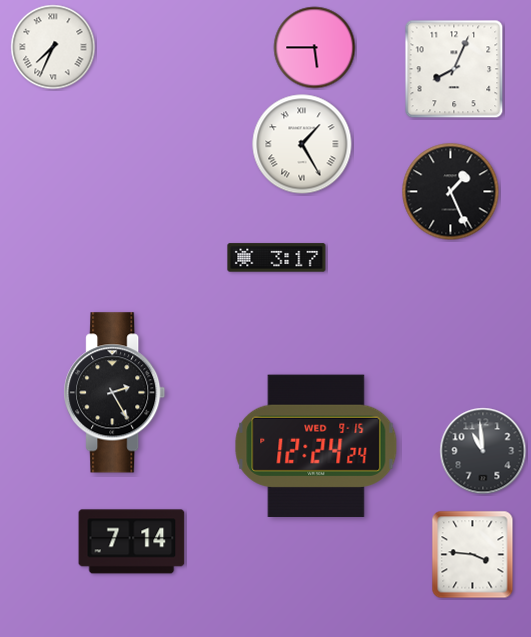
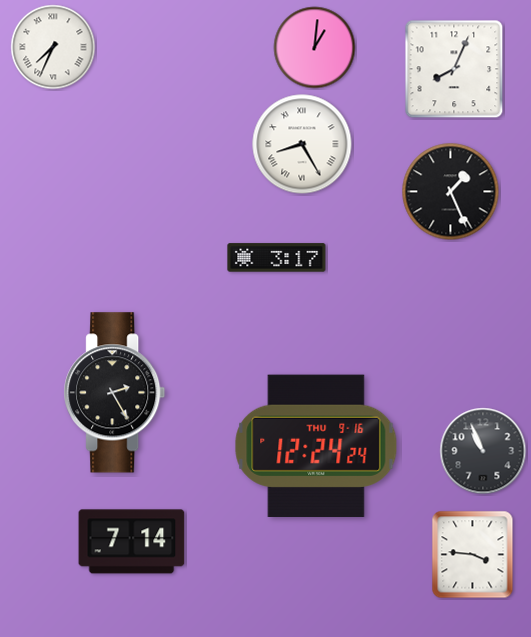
clock at (315, 48): 5:45 -> 1:01
clock at (302, 144): 1:25 -> 8:25
clock at (316, 446) date: WED 9-15 -> THU 9-16
clock at (483, 451): 10:59 -> 10:56
